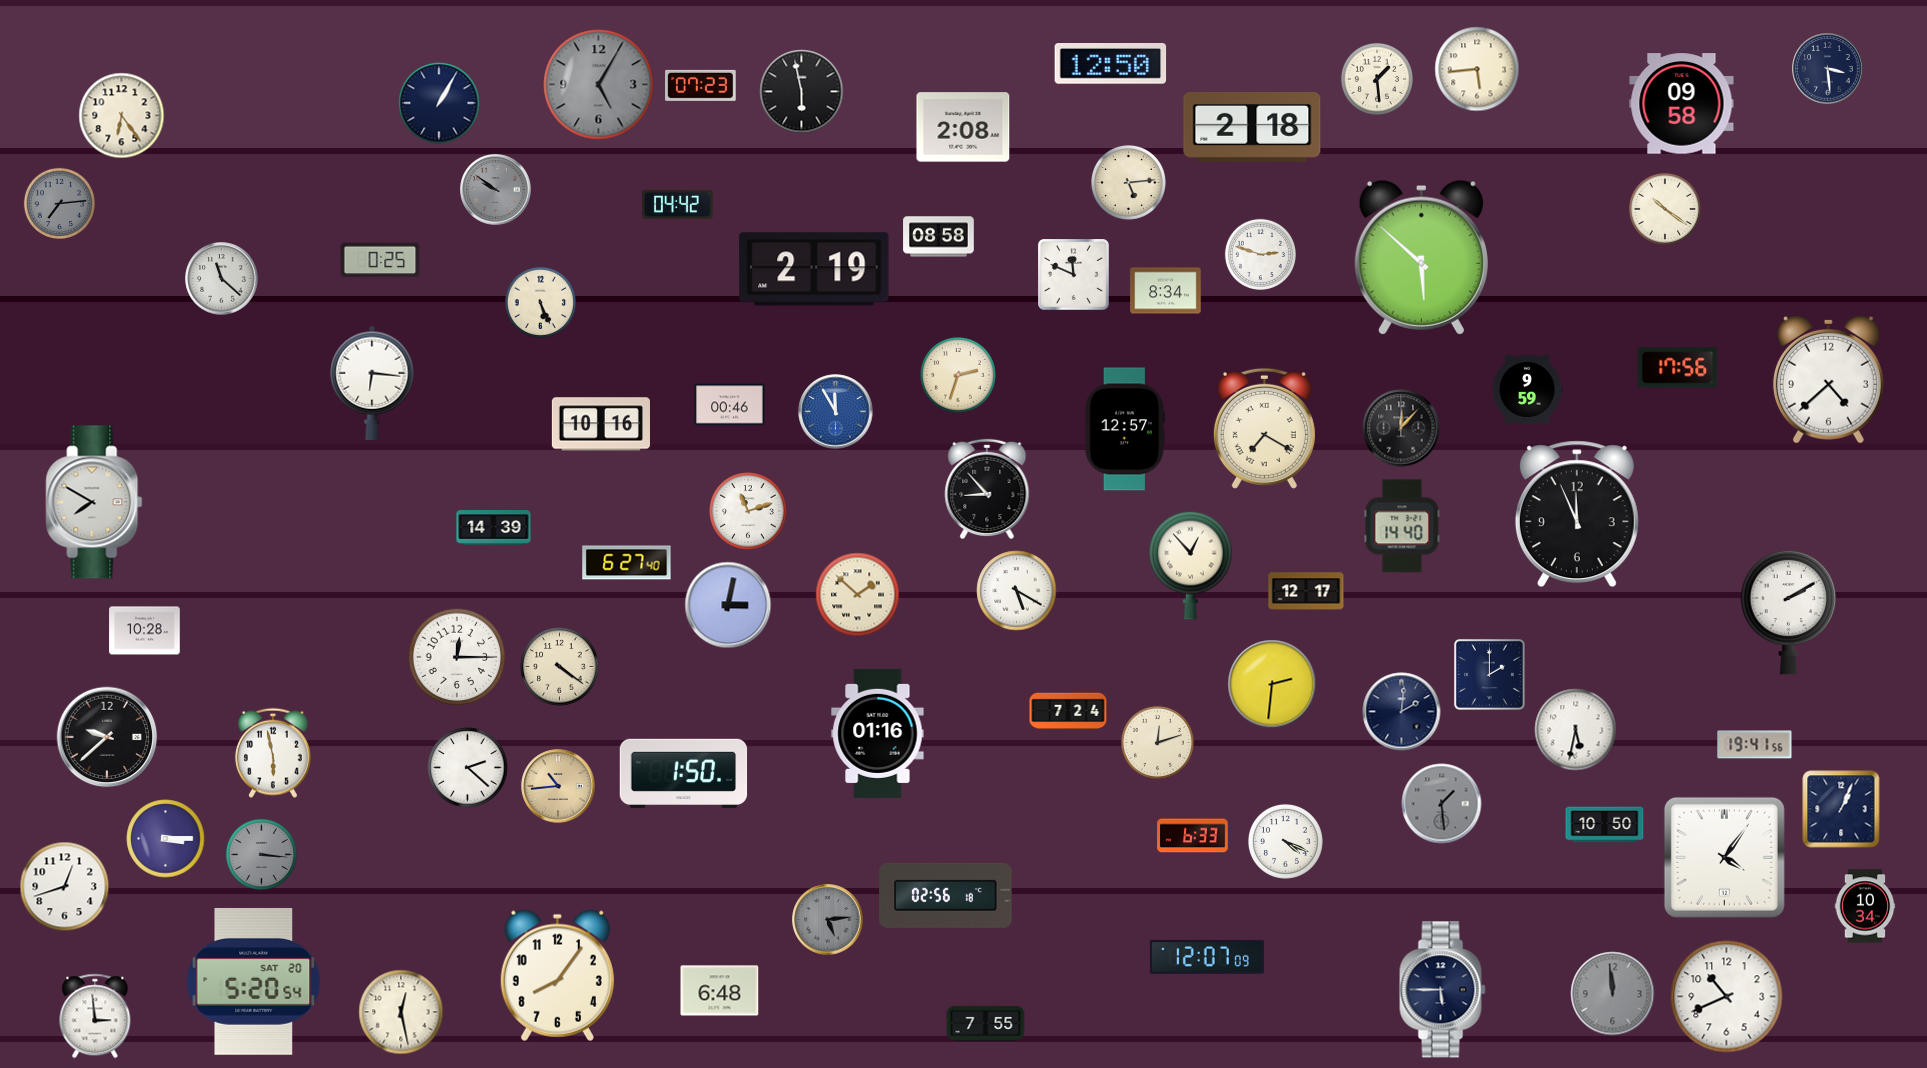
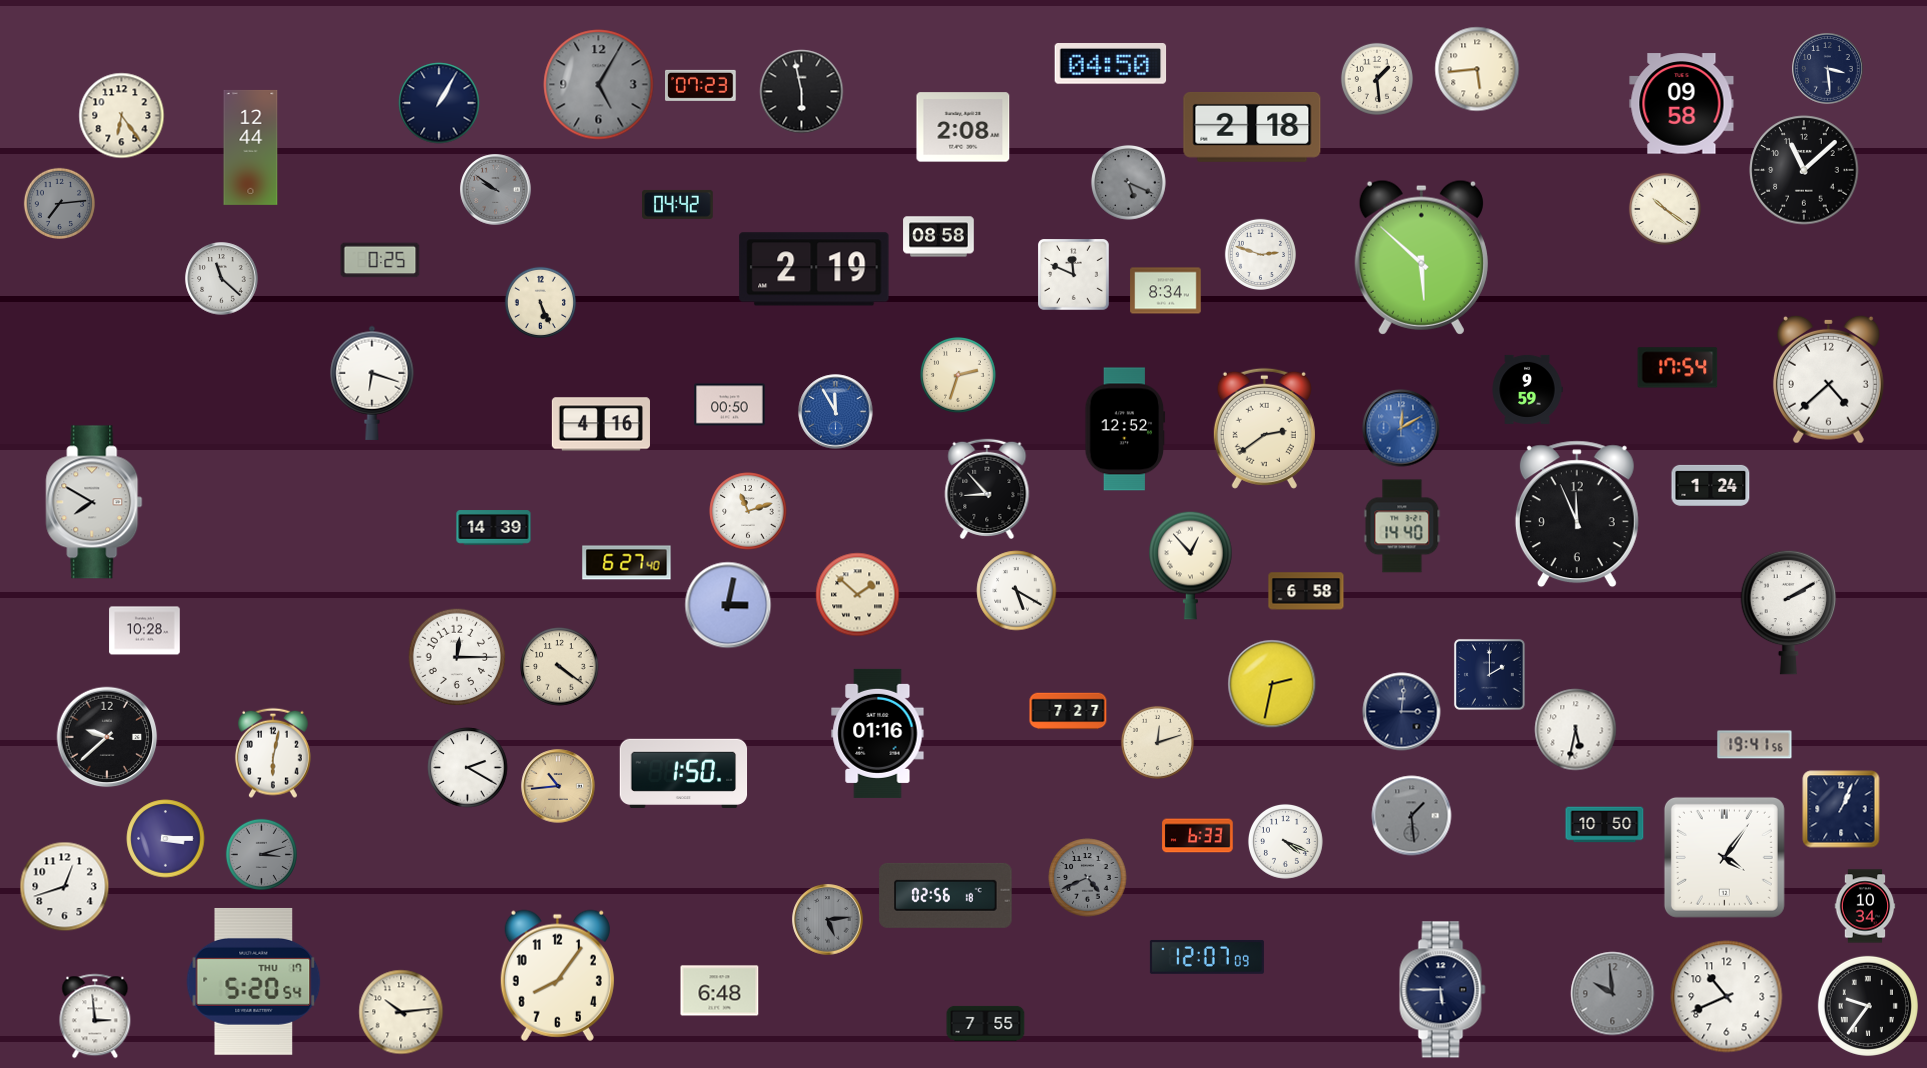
clock at (1111, 64): 12:50 -> 04:50
clock at (251, 147): none -> 12:44
clock at (1804, 170): none -> 11:08
clock at (1128, 182): 5:14 -> 5:19
clock at (1128, 182) dial: cream -> grey
clock at (1678, 368): 17:56 -> 17:54
clock at (372, 383): 6:16 -> 6:18
clock at (730, 405): 00:46 -> 00:50
clock at (601, 424): 10:16 -> 4:16
clock at (1264, 428): 7:20 -> 2:39
clock at (1401, 428): 12:07 -> 12:10
clock at (1401, 428) dial: black -> blue
clock at (1125, 429): 12:57 -> 12:52
clock at (1711, 485): none -> 1:24
clock at (1306, 591): 12:17 -> 6:58
clock at (1272, 684): 2:31 -> 2:32
clock at (1068, 711): 7:24 -> 7:27
clock at (1402, 712): 2:01 -> 3:01
clock at (273, 753): 5:58 -> 6:02
clock at (468, 768): 2:22 -> 2:20
clock at (1442, 804) position: (1442, 804) -> (1412, 816)
clock at (1193, 836) position: (1193, 836) -> (1198, 836)
clock at (261, 854): 3:16 -> 3:12
clock at (1088, 878): none -> 4:41
clock at (254, 981) date: SAT 20 -> THU 17
clock at (1613, 994): 11:59 -> 9:59
clock at (1868, 1006): none -> 9:36
clock at (401, 1012): 12:28 -> 10:14
